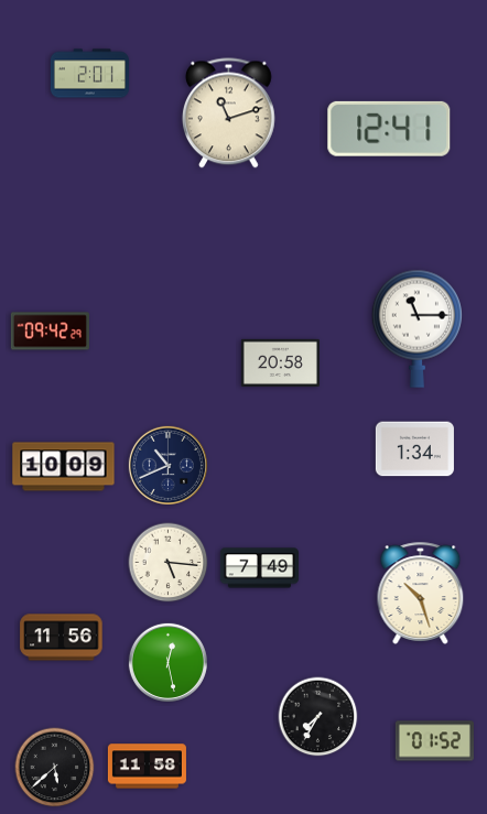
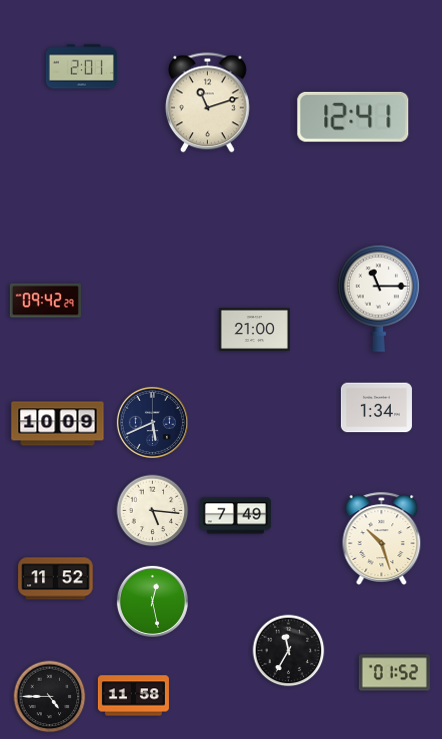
clock at (280, 362): 20:58 -> 21:00
clock at (167, 465): 10:41 -> 5:41
clock at (62, 638): 11:56 -> 11:52
clock at (318, 717): 7:35 -> 11:35
clock at (55, 768): 5:38 -> 4:45
